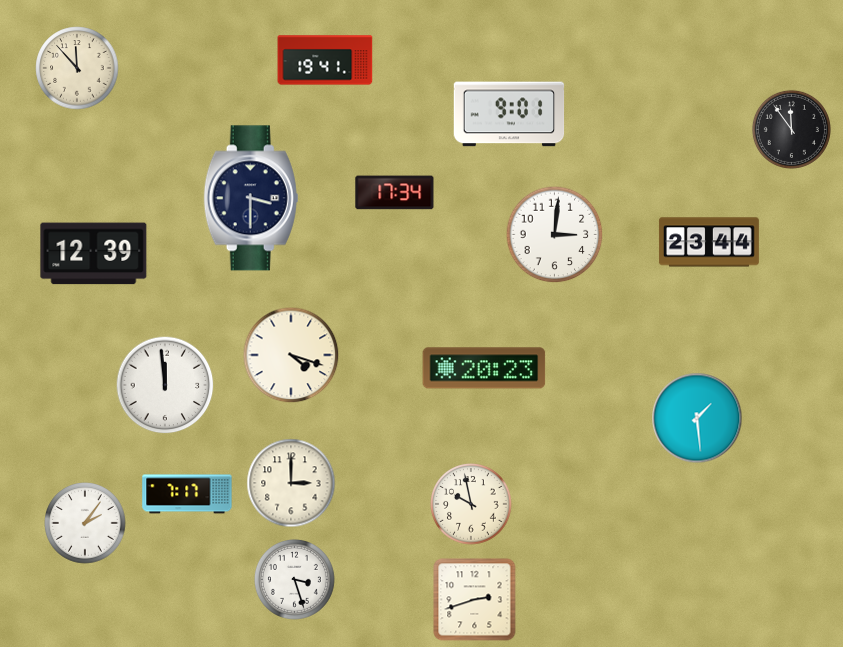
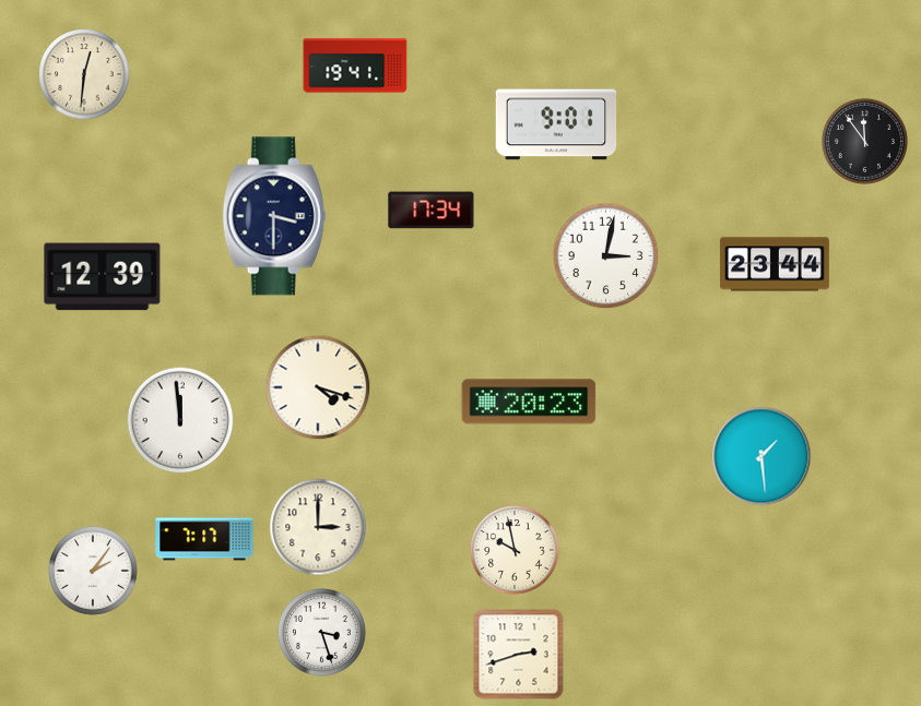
clock at (77, 68): 11:53 -> 12:31
clock at (555, 235): 3:01 -> 3:02
